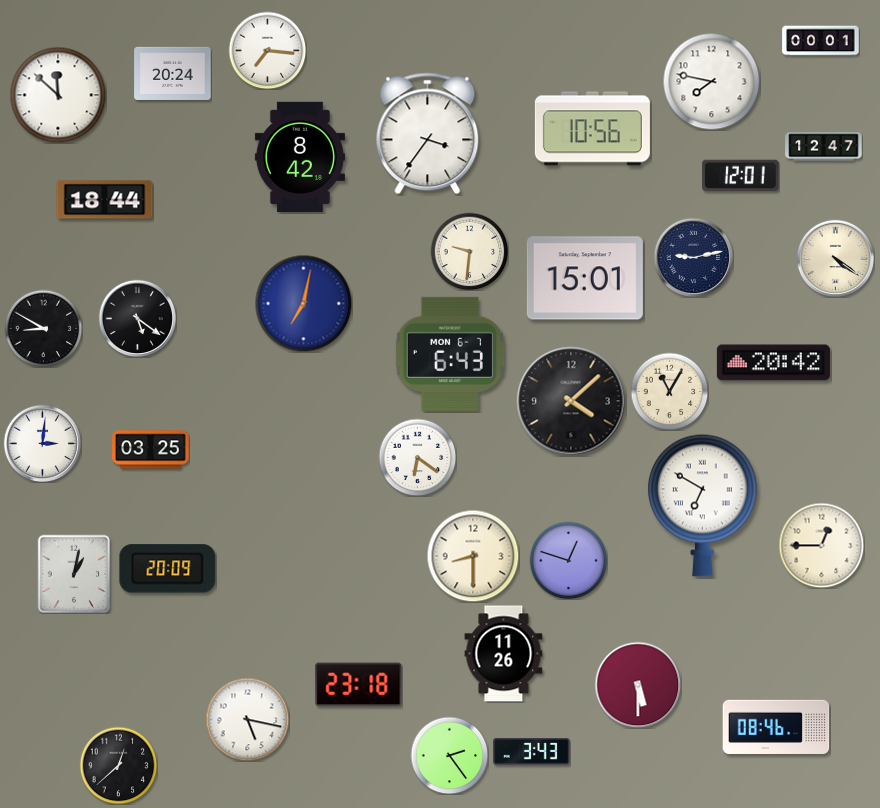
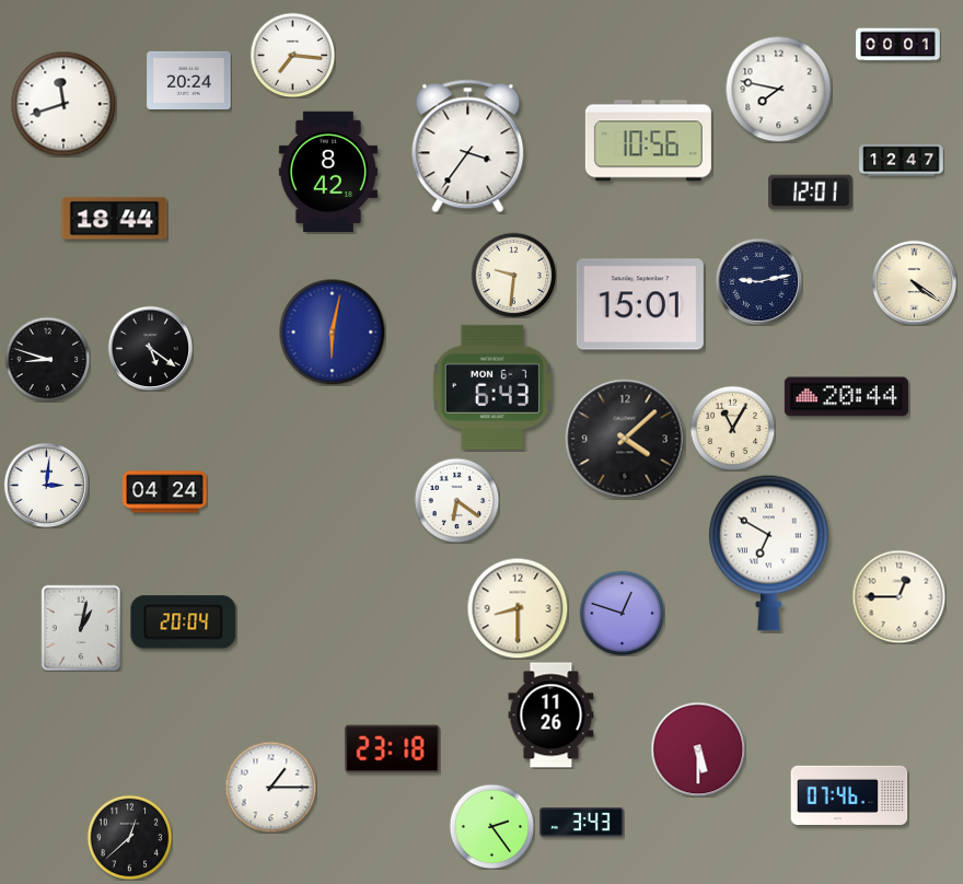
clock at (58, 95): 11:52 -> 11:42
clock at (303, 303): 7:02 -> 6:02
clock at (43, 328): 8:50 -> 8:48
clock at (773, 363): 20:42 -> 20:44
clock at (151, 450): 03:25 -> 04:24
clock at (168, 569): 20:09 -> 20:04
clock at (247, 719): 5:17 -> 1:15
clock at (776, 727): 08:46 -> 07:46
